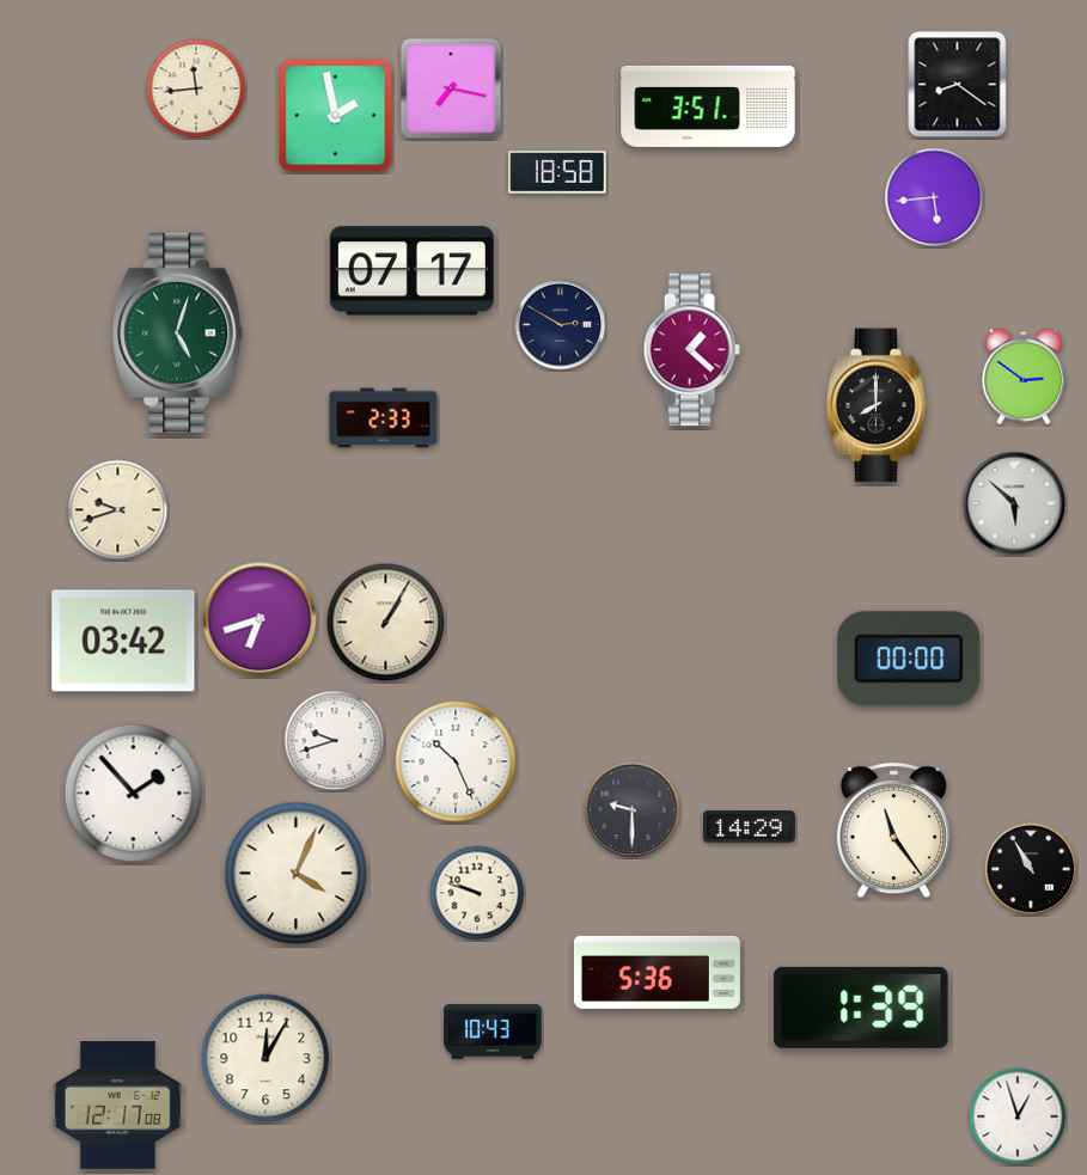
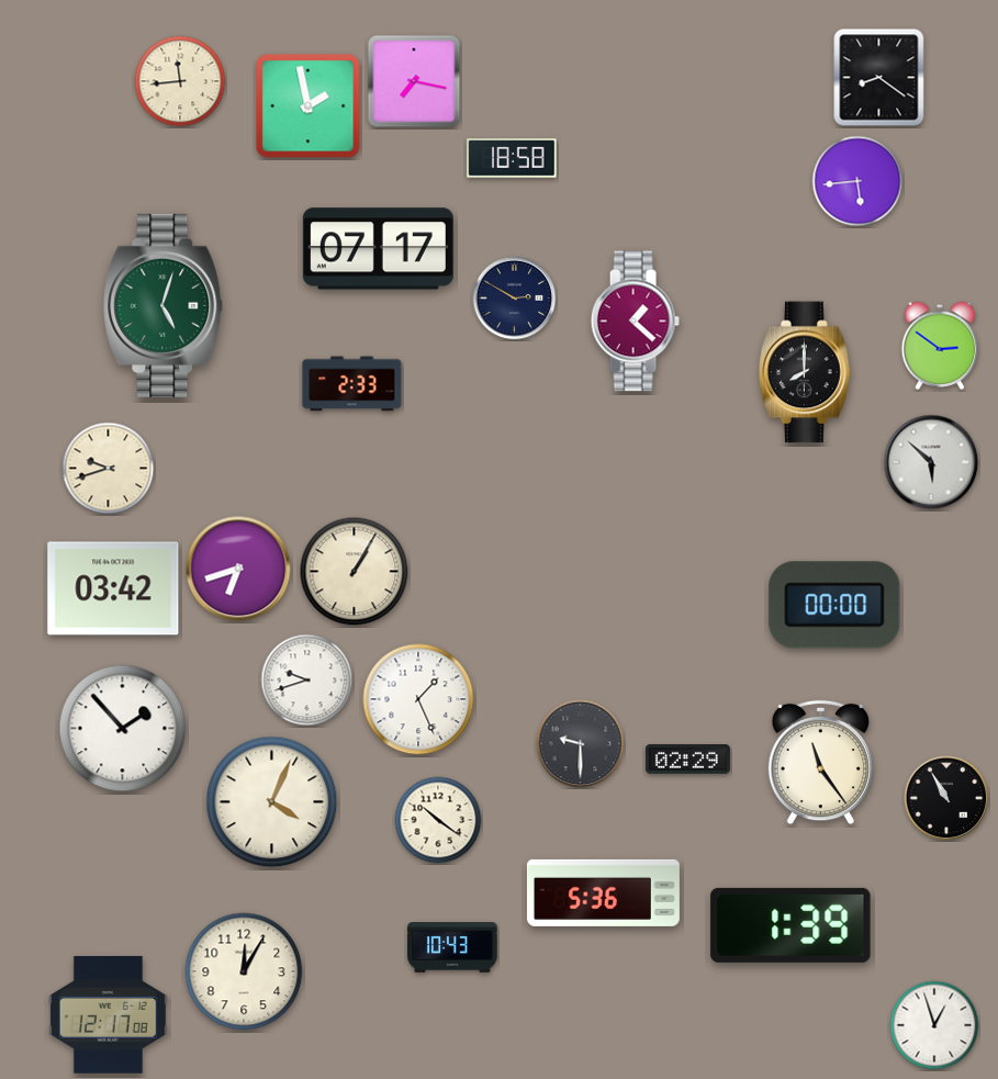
clock at (708, 106): 3:51 -> none
clock at (456, 761): 10:26 -> 1:26
clock at (749, 827): 14:29 -> 02:29
clock at (477, 893): 9:48 -> 10:21
